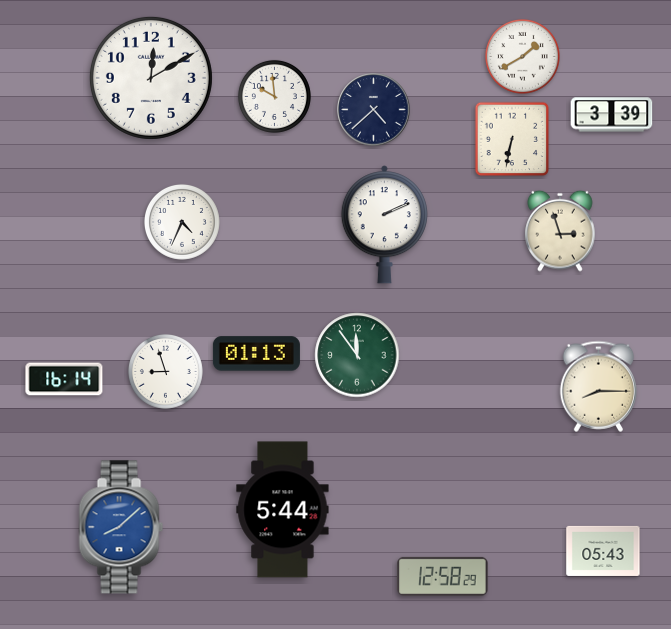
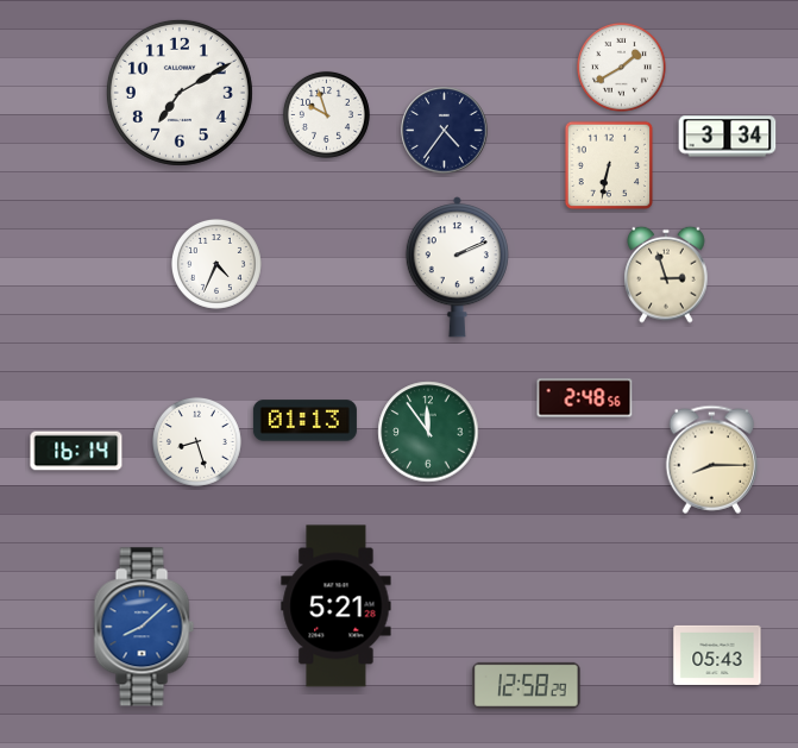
clock at (151, 78): 12:10 -> 7:10
clock at (274, 96): 9:59 -> 9:57
clock at (374, 110): 4:38 -> 4:36
clock at (612, 115): 3:39 -> 3:34
clock at (585, 398): none -> 2:48
clock at (357, 355) position: (357, 355) -> (428, 432)
clock at (165, 371): 8:57 -> 8:27
clock at (283, 510): 5:44 -> 5:21
